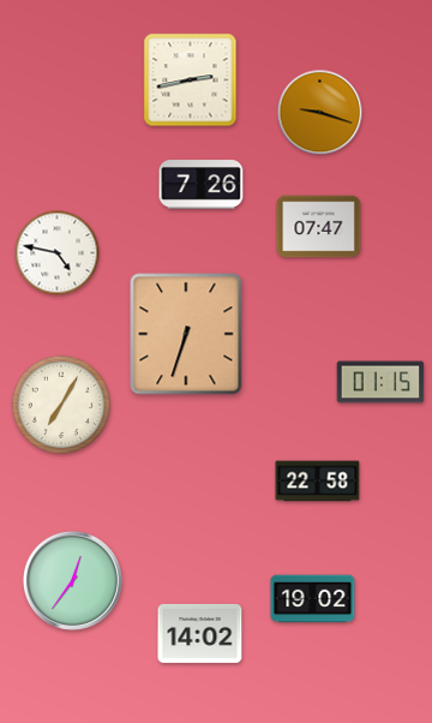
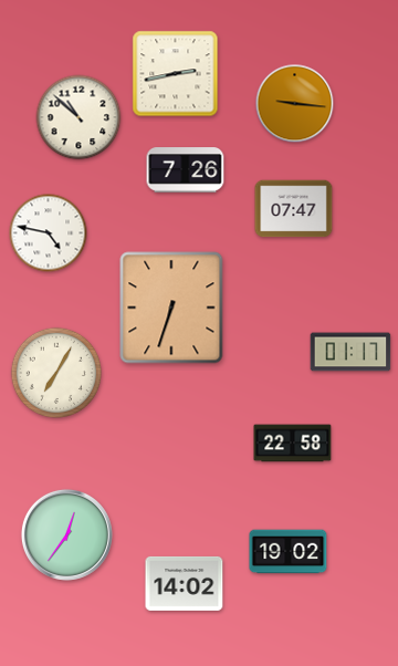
clock at (320, 113): 9:18 -> 9:16
clock at (78, 117): none -> 10:52
clock at (58, 253) position: (58, 253) -> (49, 233)
clock at (380, 382): 01:15 -> 01:17
